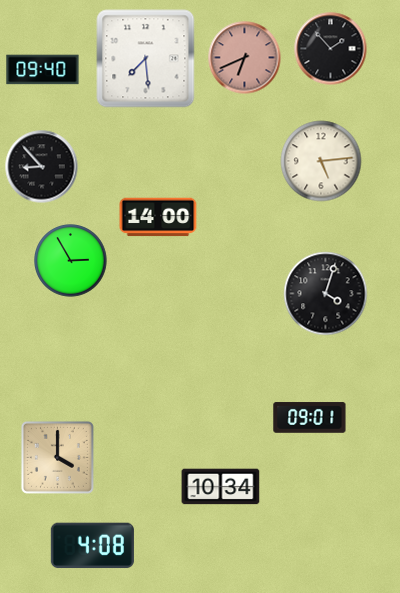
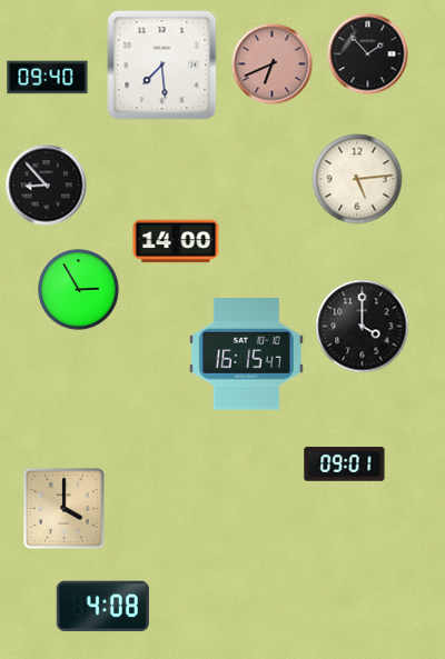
clock at (326, 294): 4:03 -> 4:00
clock at (246, 355): none -> 16:15
clock at (221, 487): 10:34 -> none
